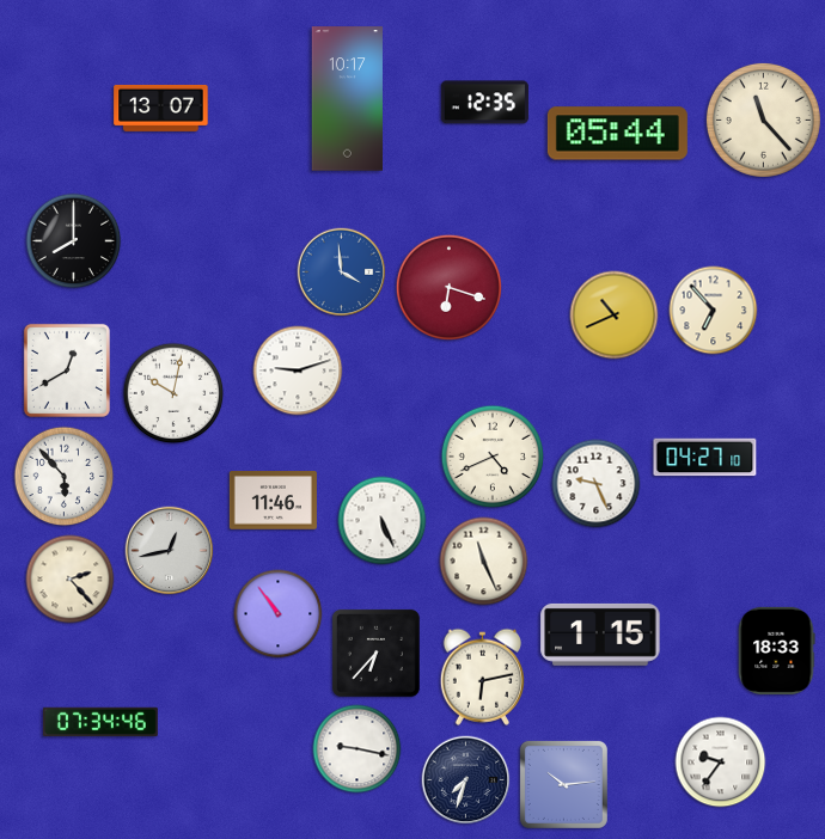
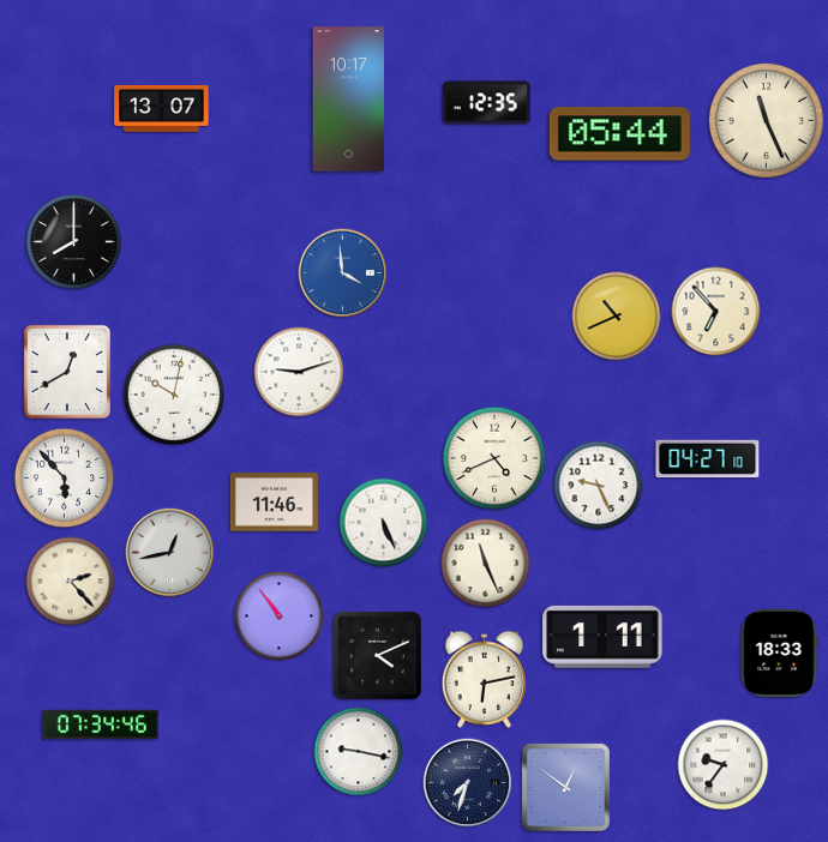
clock at (763, 120): 11:23 -> 11:26
clock at (448, 287): 6:18 -> none
clock at (600, 635): 1:15 -> 1:11
clock at (375, 653): 6:37 -> 4:11
clock at (563, 784): 10:14 -> 12:51
